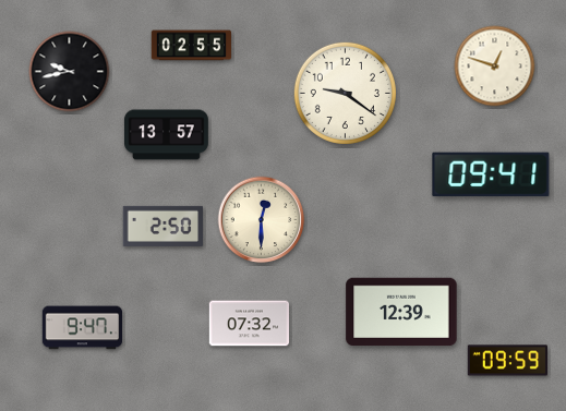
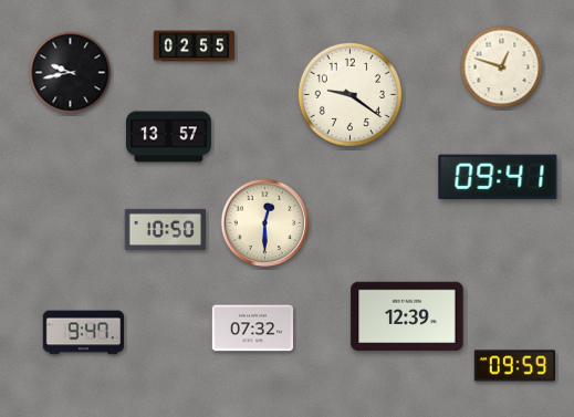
clock at (162, 226): 2:50 -> 10:50
